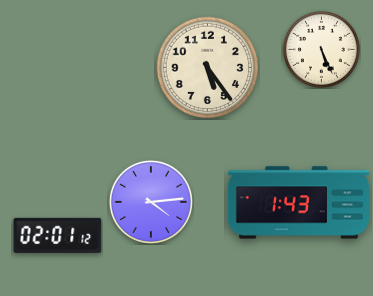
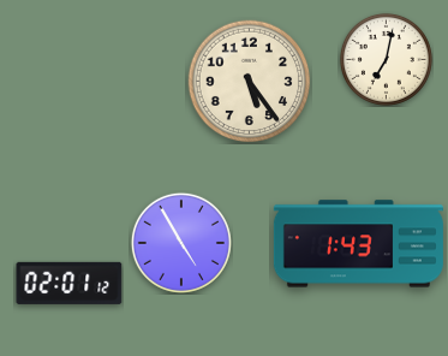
clock at (321, 49): 5:26 -> 7:02
clock at (151, 202): 4:14 -> 4:55
